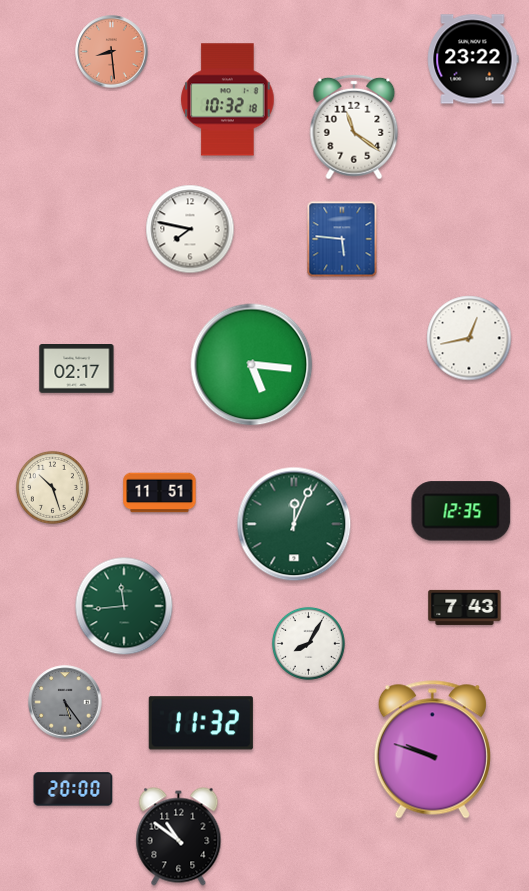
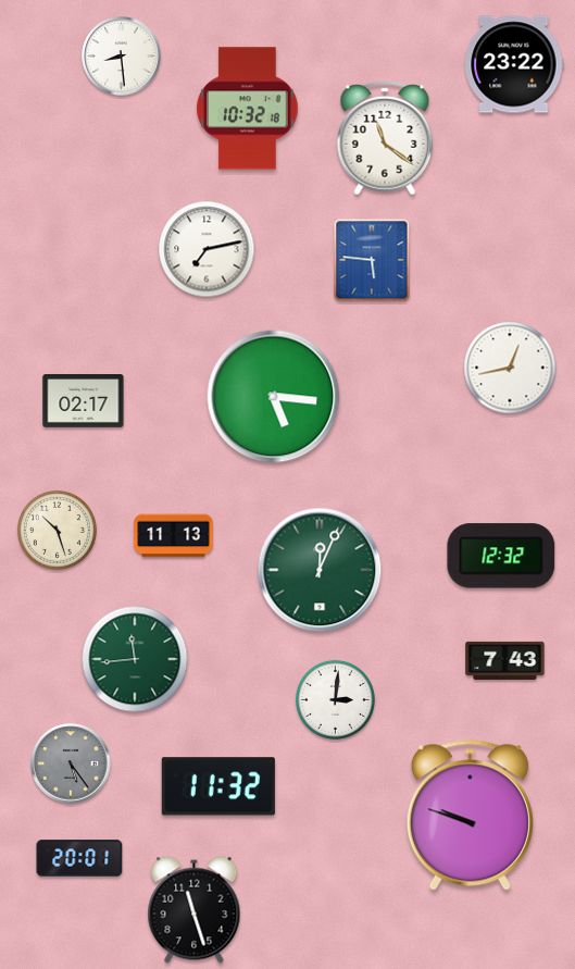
clock at (112, 52) dial: salmon -> white
clock at (190, 229): 7:47 -> 7:13
clock at (160, 493): 11:51 -> 11:13
clock at (461, 511): 12:35 -> 12:32
clock at (308, 643): 8:05 -> 3:01
clock at (73, 789): 20:00 -> 20:01
clock at (179, 837): 10:51 -> 11:27
